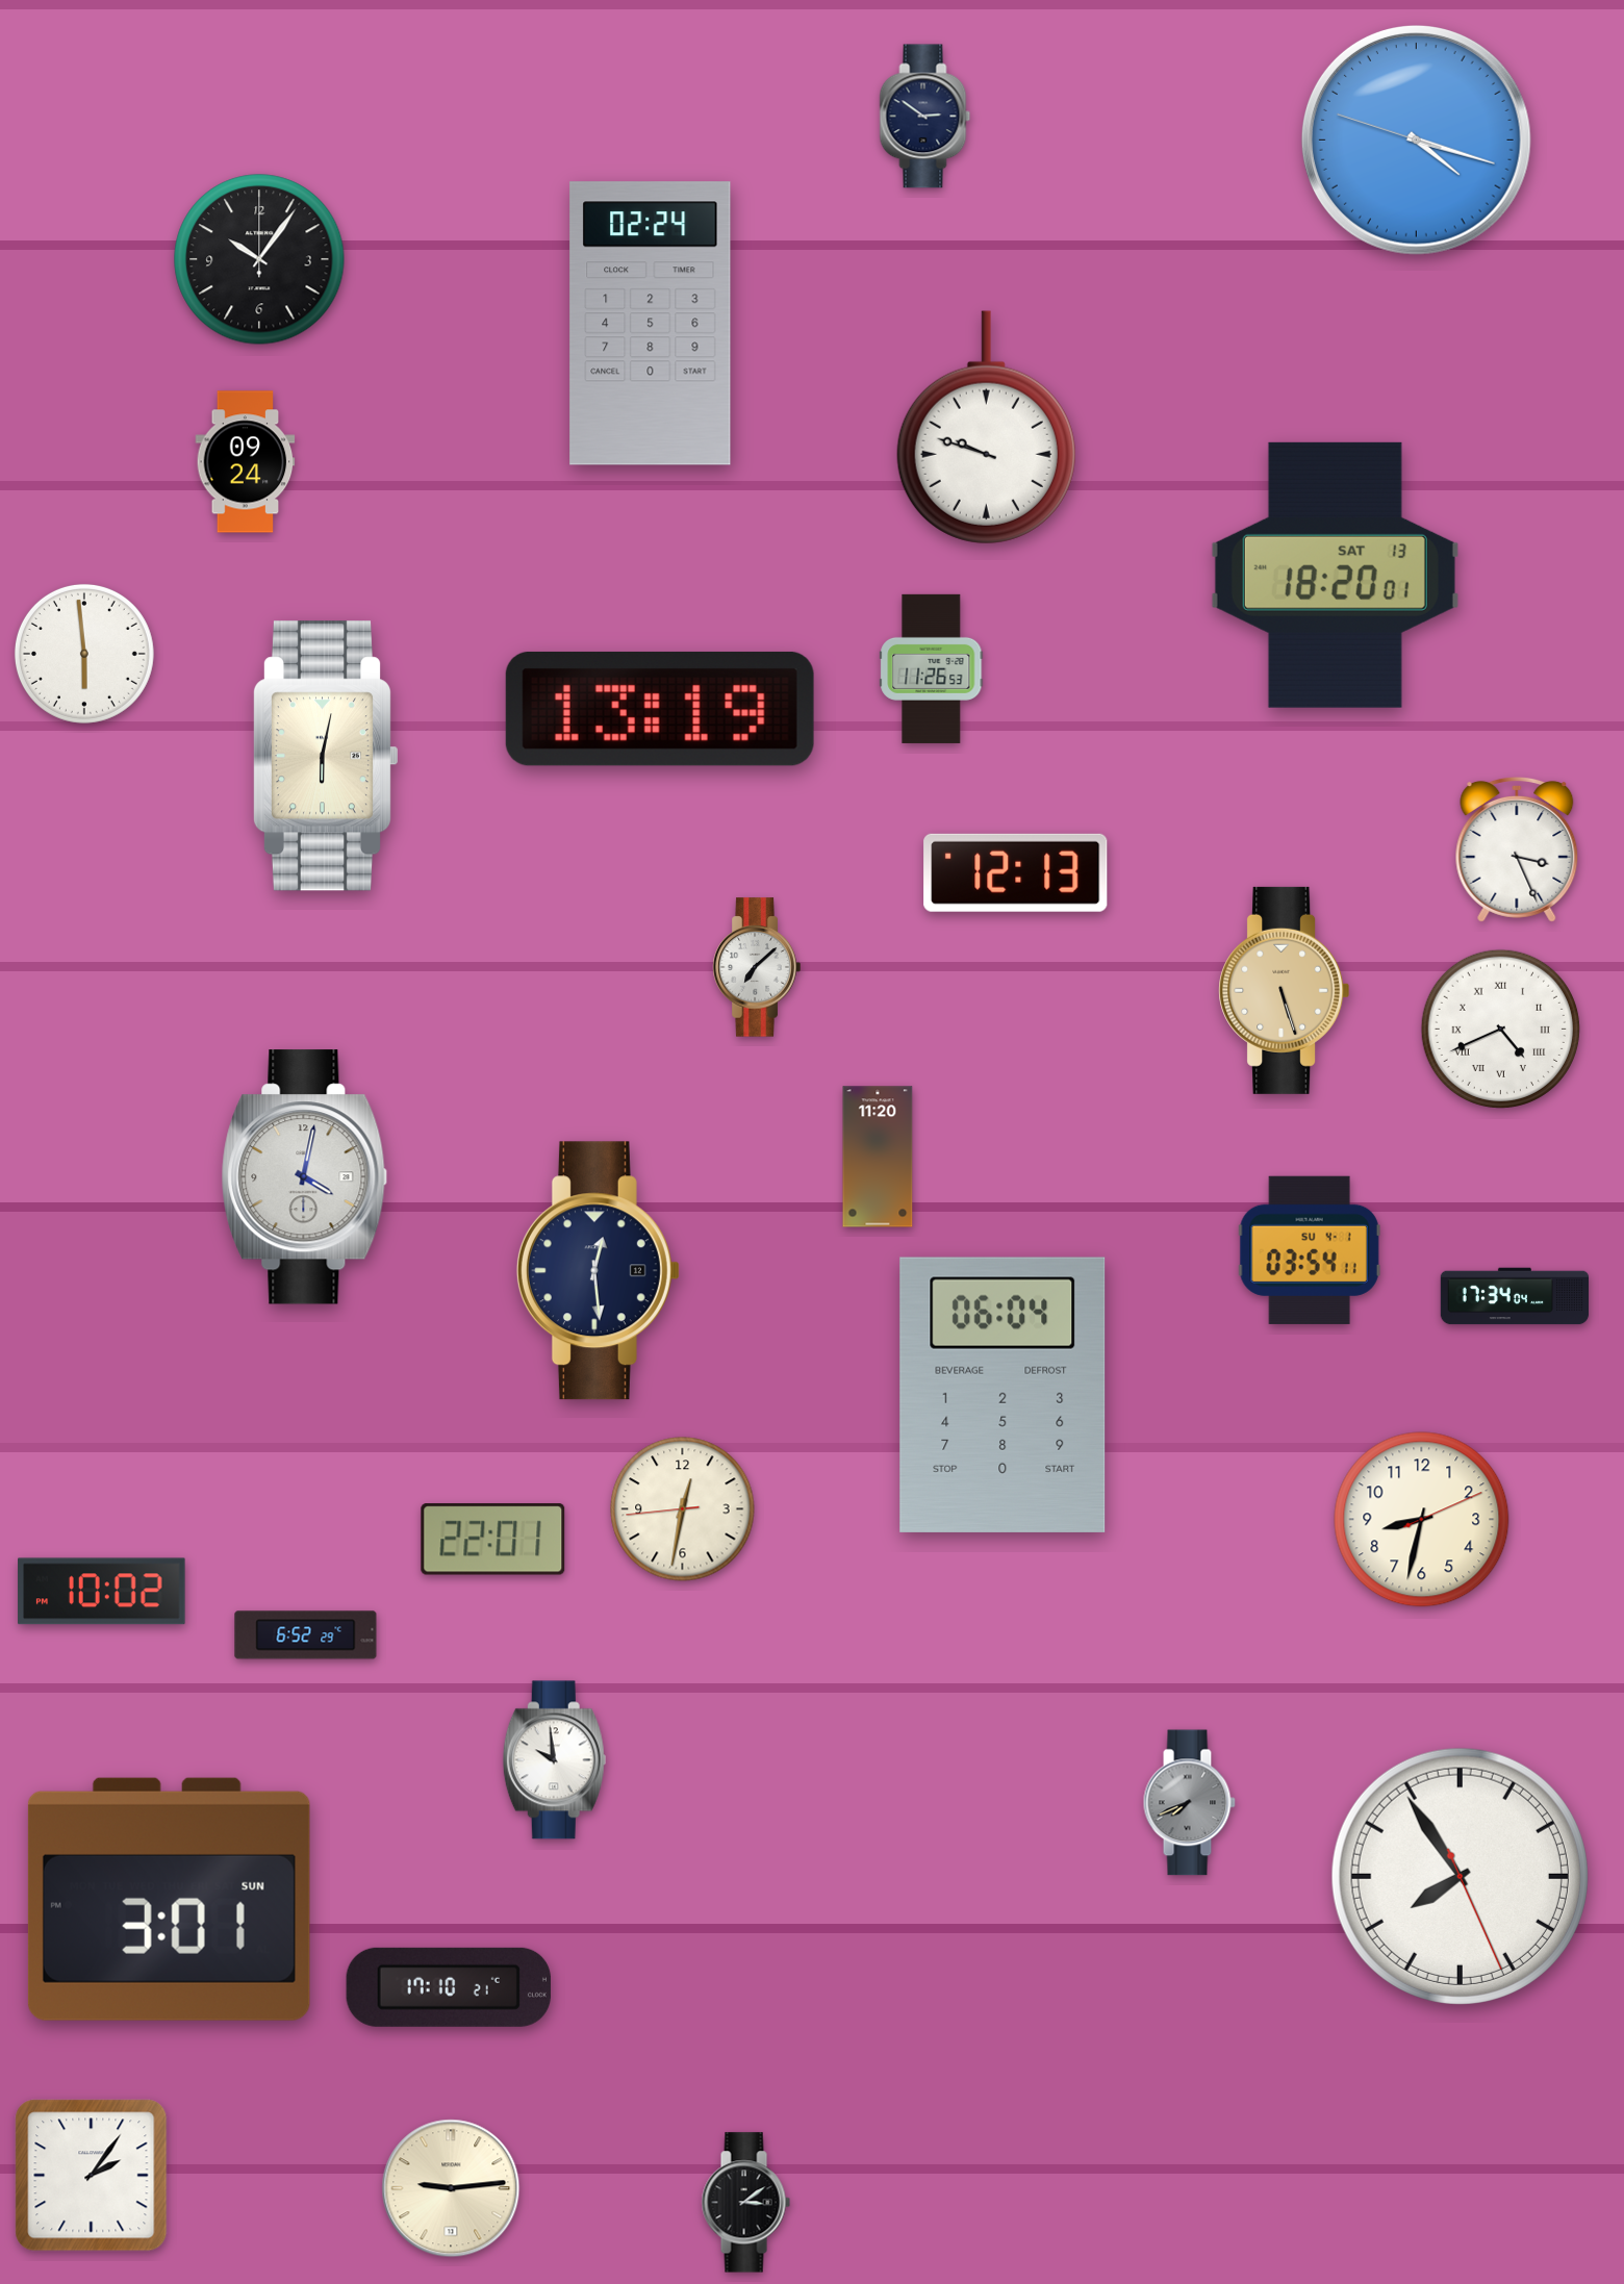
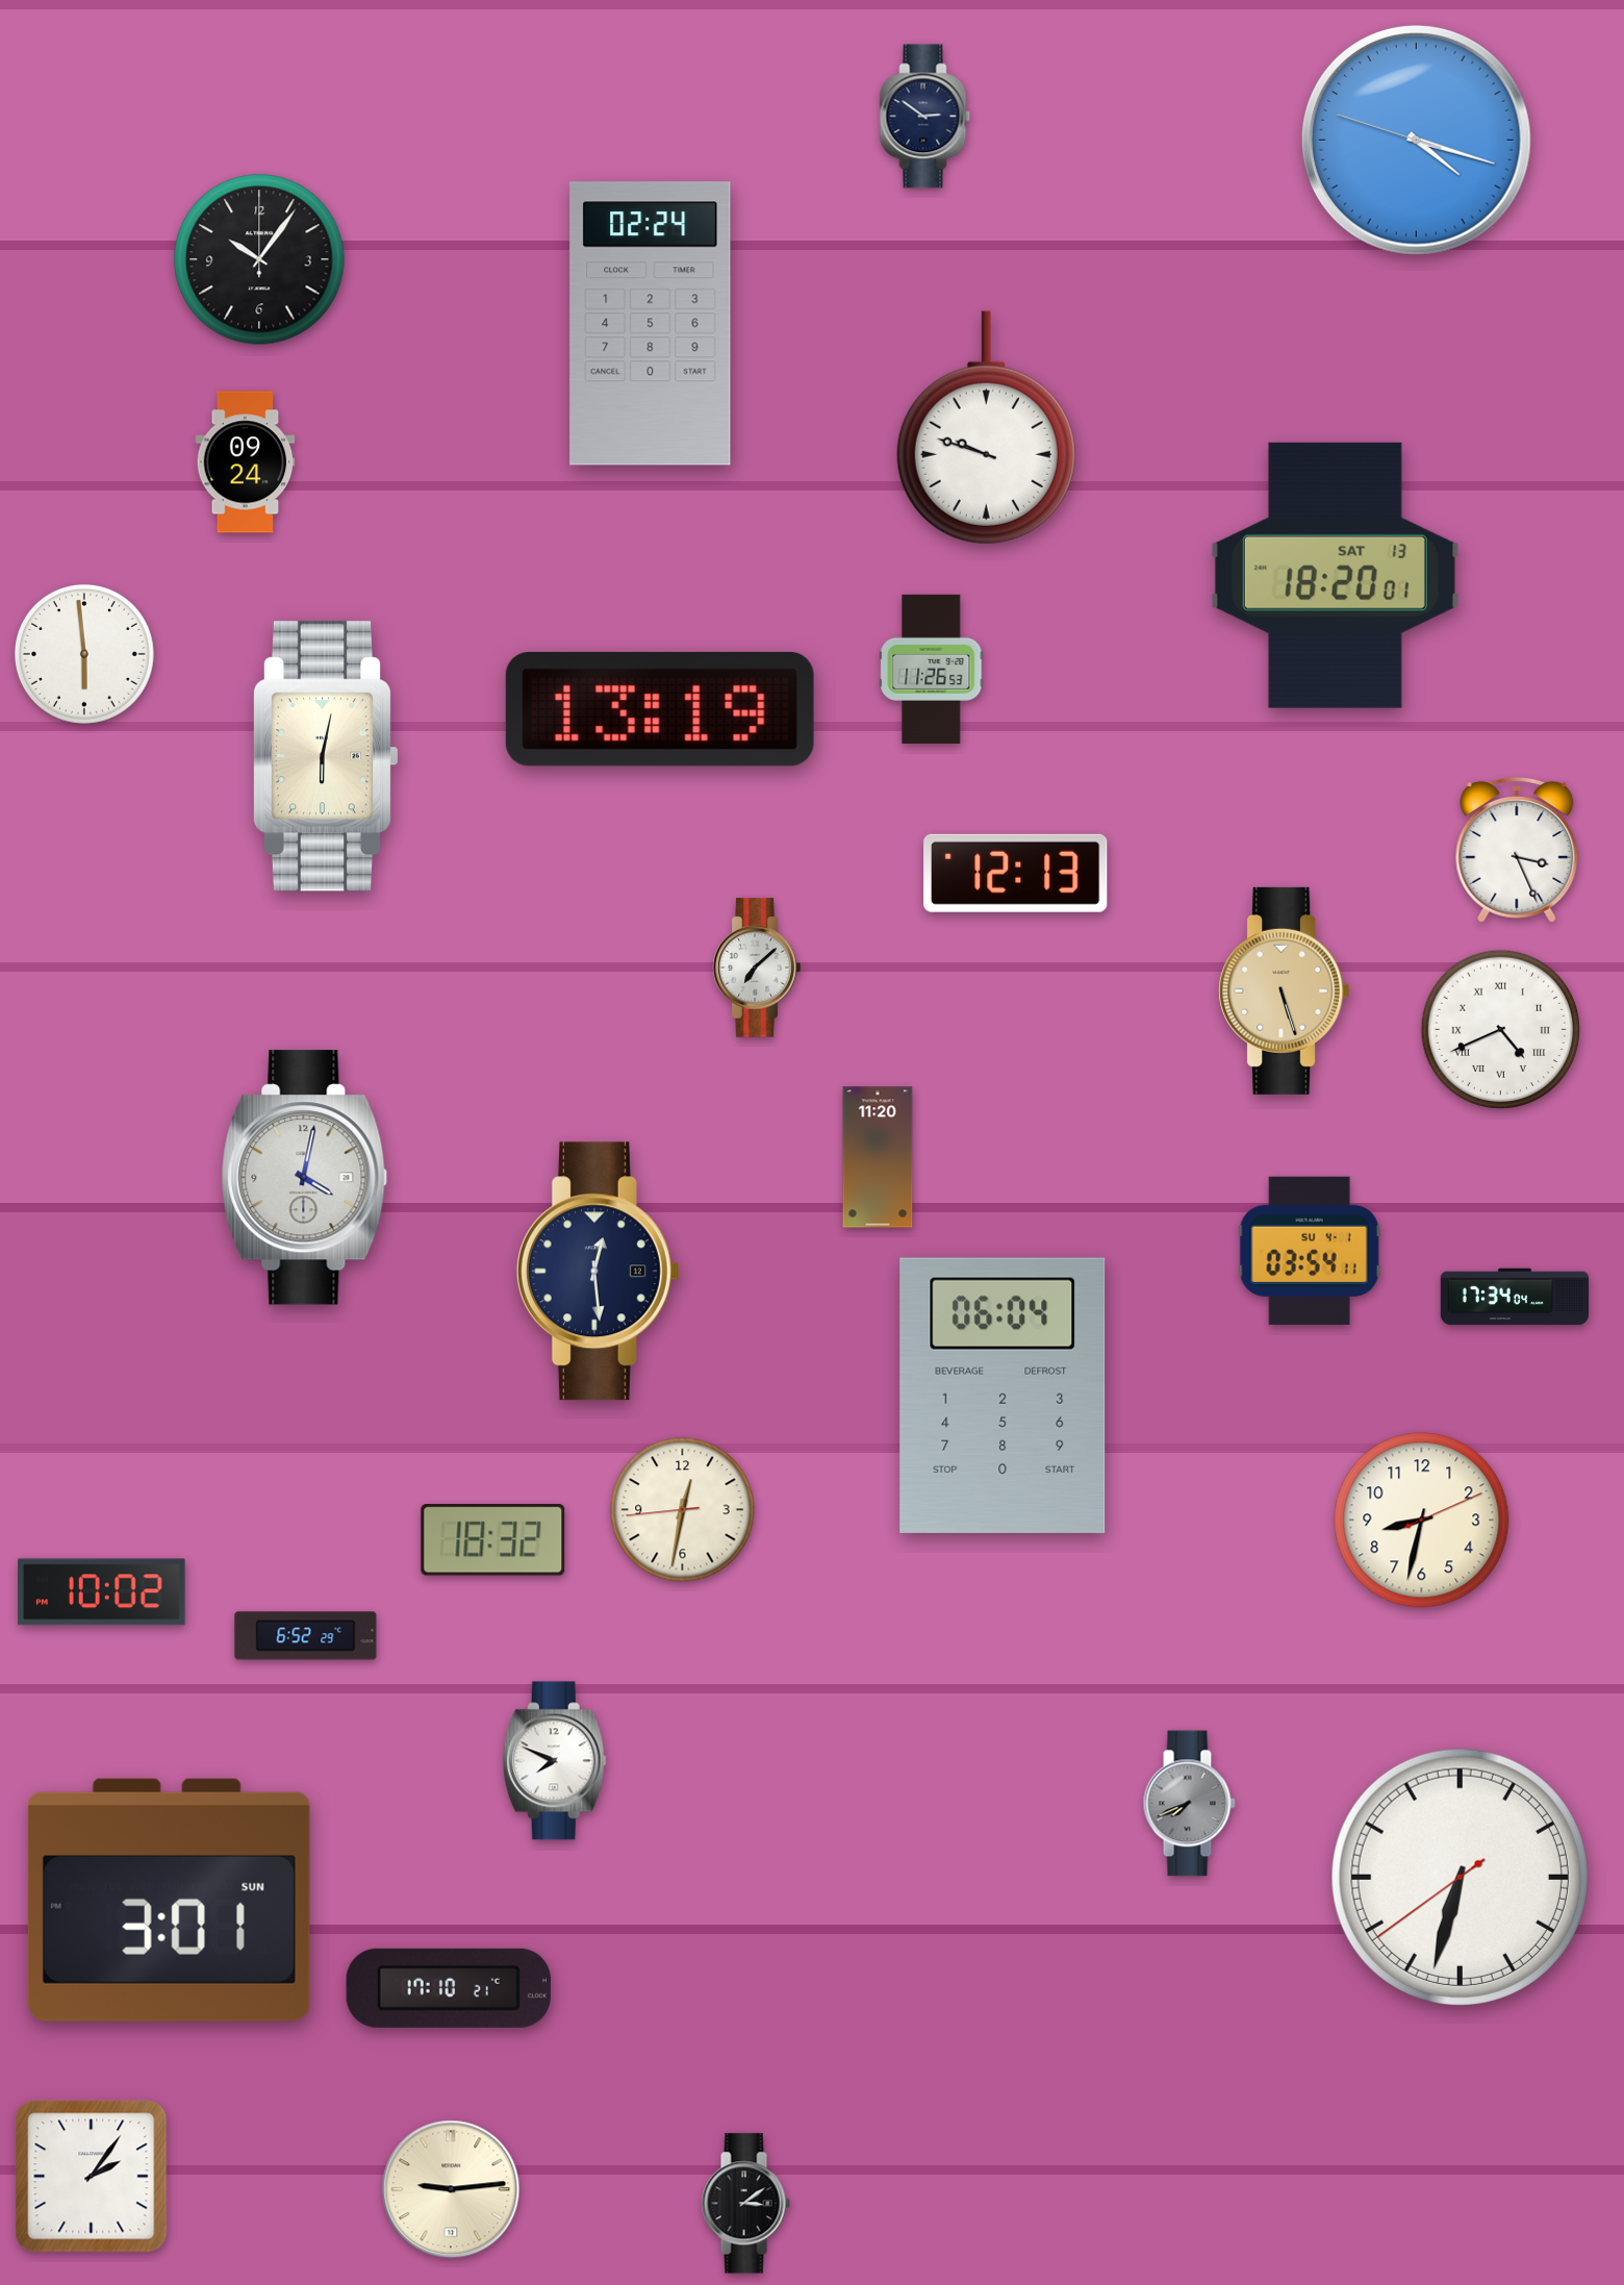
clock at (493, 1540): 22:01 -> 18:32
clock at (554, 1760): 9:59 -> 7:49
clock at (1460, 1876): 7:54 -> 6:32
